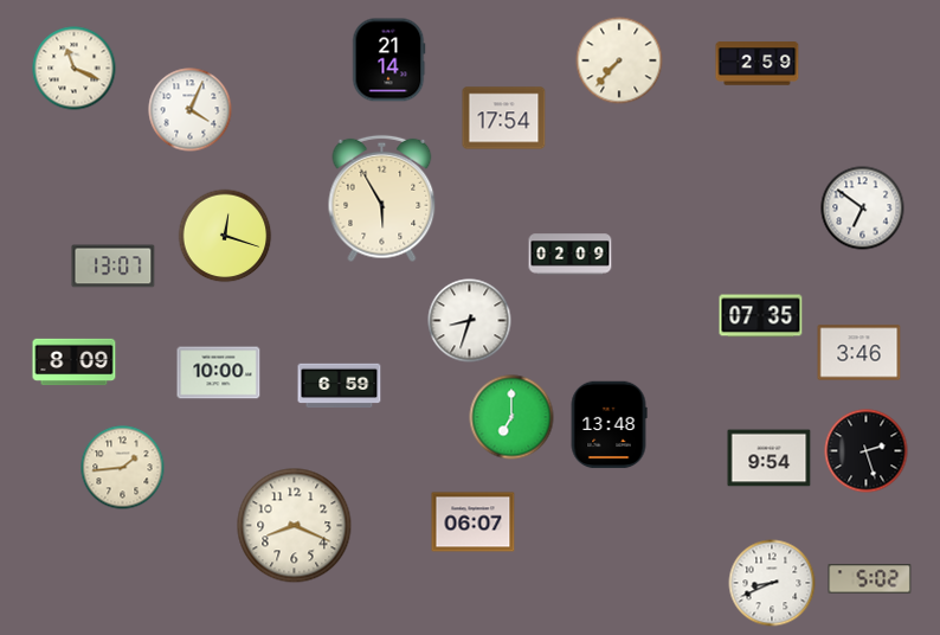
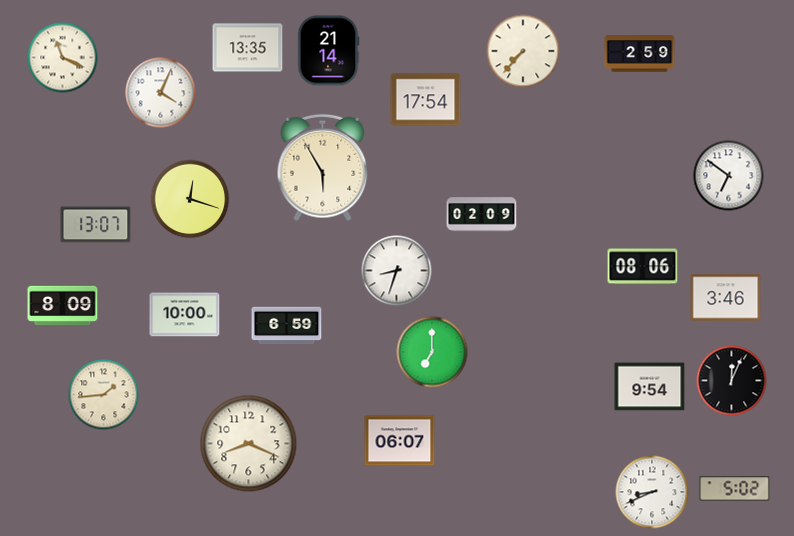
clock at (248, 48): none -> 13:35
clock at (761, 316): 07:35 -> 08:06
clock at (609, 425): 13:48 -> none
clock at (867, 451): 2:27 -> 12:04
